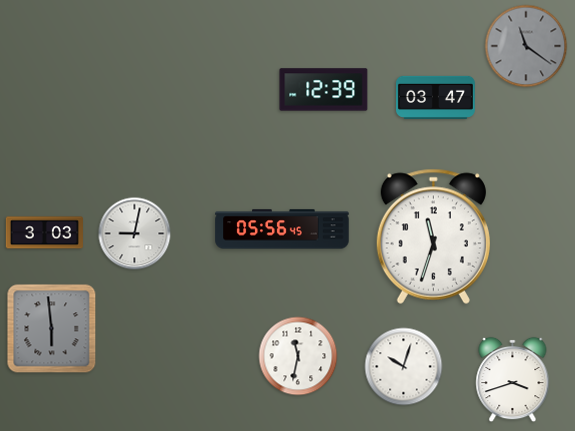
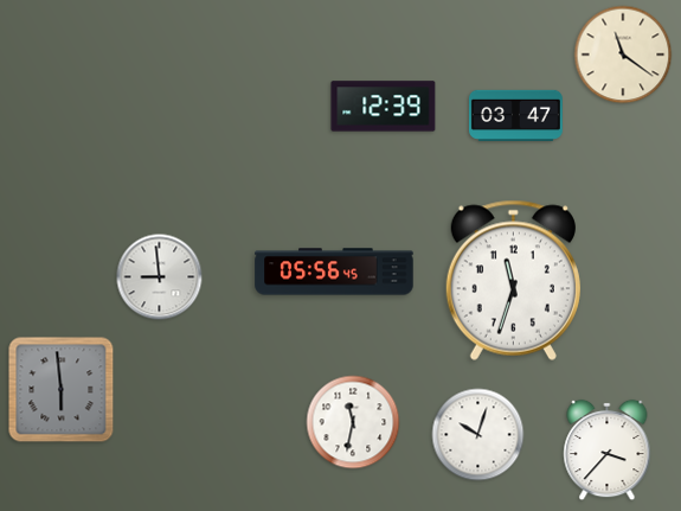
clock at (526, 46) dial: grey -> cream
clock at (44, 233): 3:03 -> none
clock at (135, 234): 9:02 -> 8:59
clock at (513, 380): 3:42 -> 3:37
